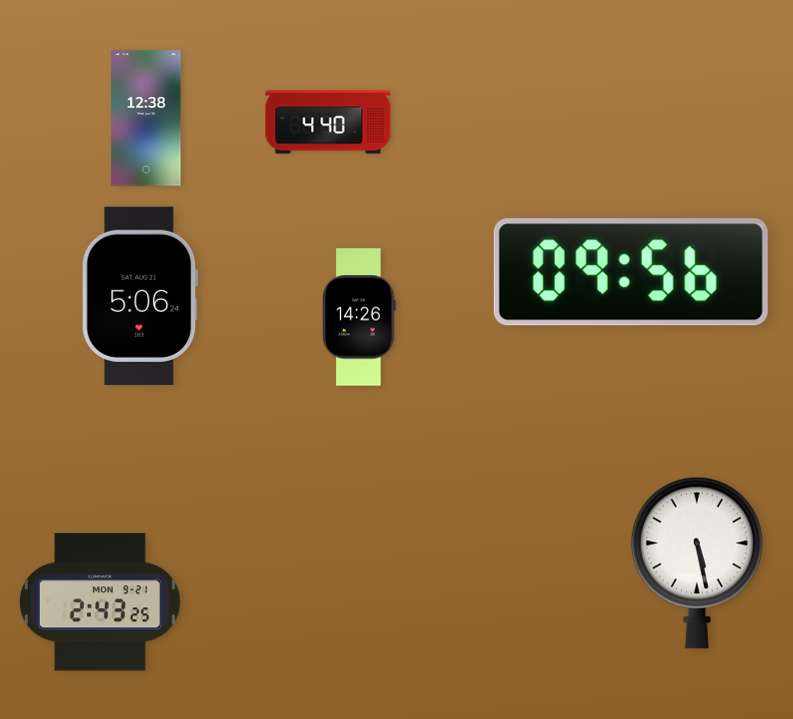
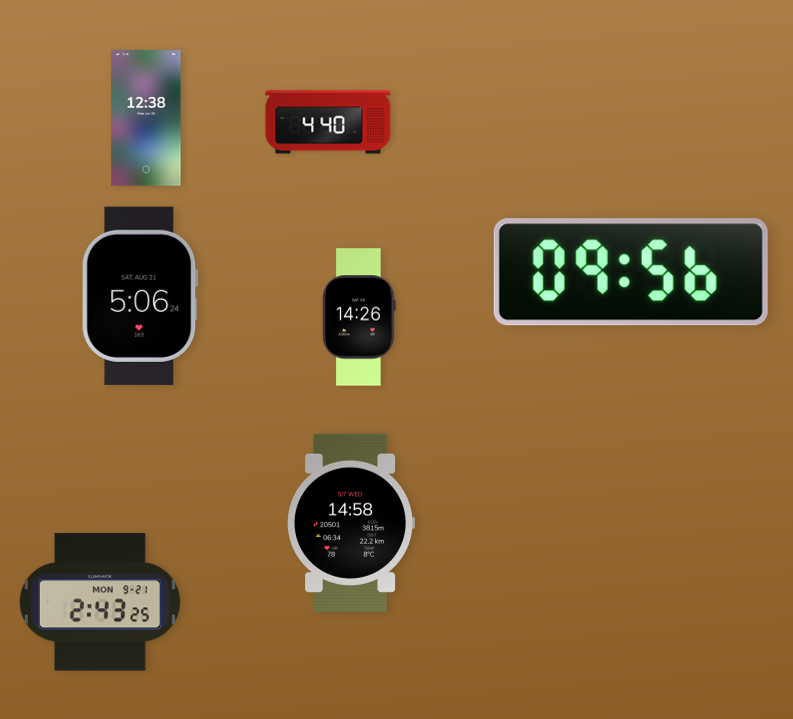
clock at (351, 523): none -> 14:58
clock at (697, 563): 5:28 -> none
